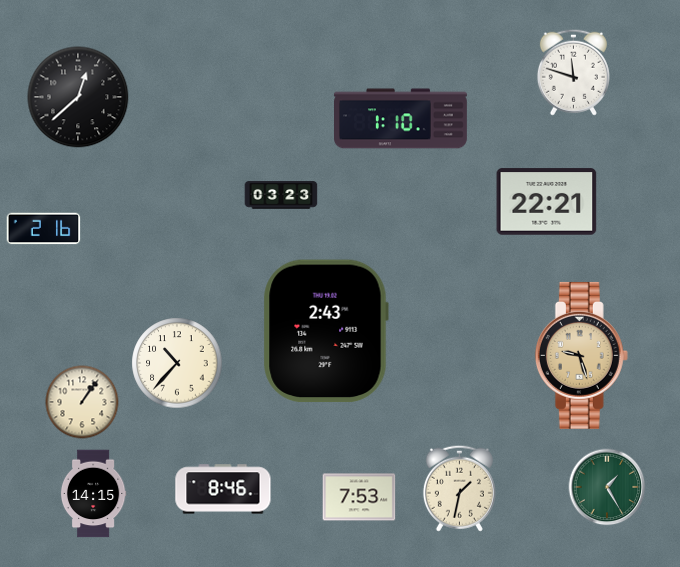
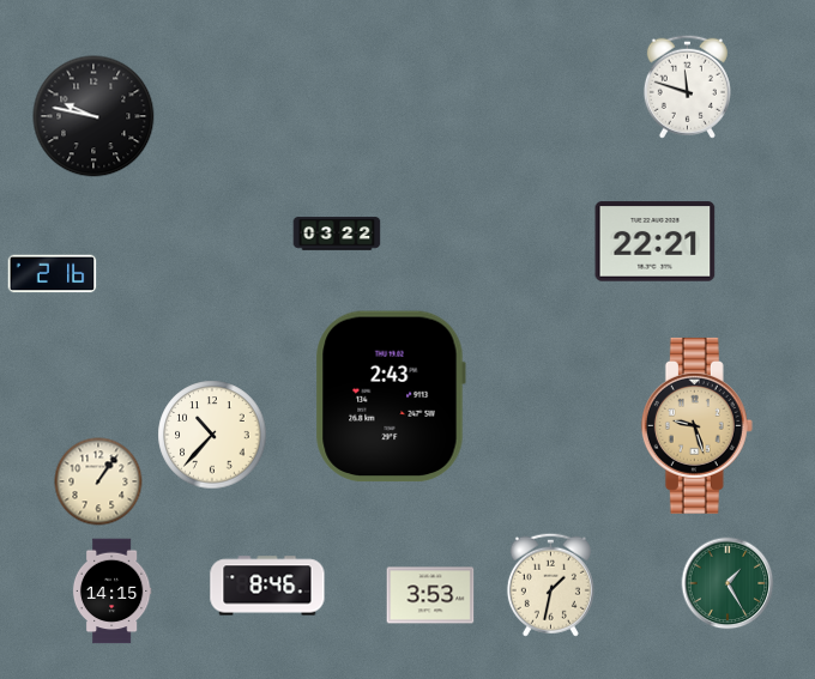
clock at (78, 97): 12:38 -> 9:47
clock at (401, 119): 1:10 -> none
clock at (281, 195): 03:23 -> 03:22
clock at (359, 497): 7:53 -> 3:53
